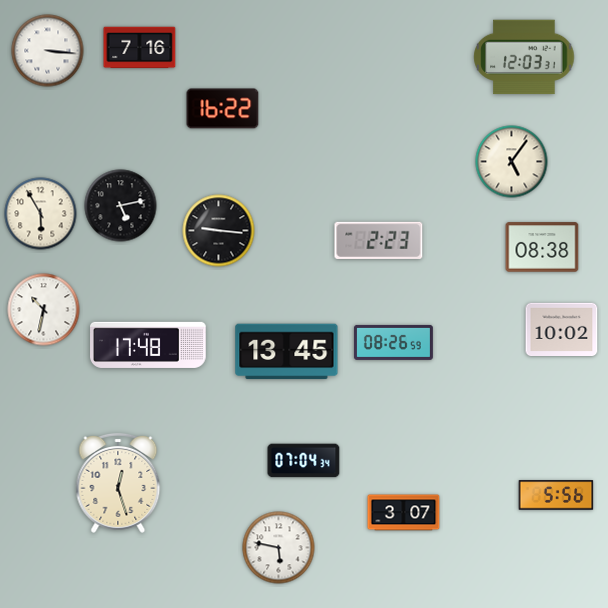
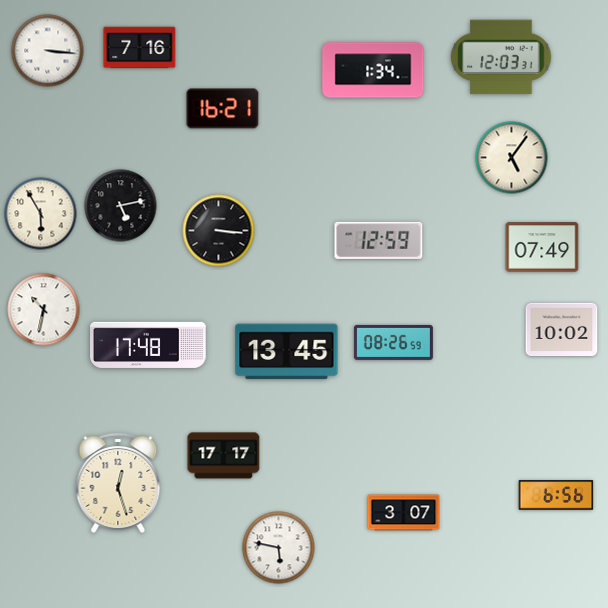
clock at (524, 57) position: (524, 57) -> (501, 57)
clock at (373, 70): none -> 1:34
clock at (223, 109): 16:22 -> 16:21
clock at (512, 162) position: (512, 162) -> (512, 158)
clock at (219, 231): 9:16 -> 3:16
clock at (379, 240): 2:23 -> 12:59
clock at (542, 247): 08:38 -> 07:49
clock at (224, 456): none -> 17:17
clock at (304, 461): 07:04 -> none
clock at (556, 495): 5:56 -> 6:56
